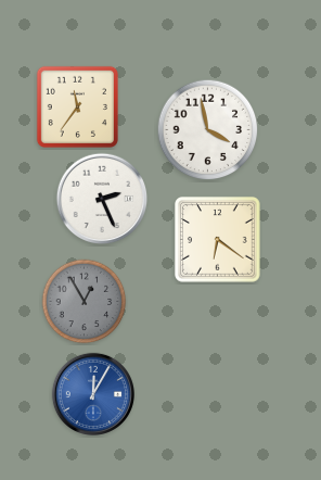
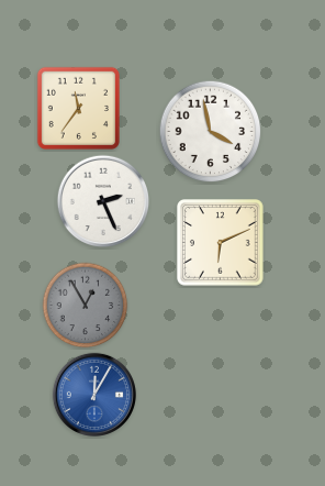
clock at (218, 240): 6:21 -> 6:11
clock at (93, 394) position: (93, 394) -> (94, 395)
